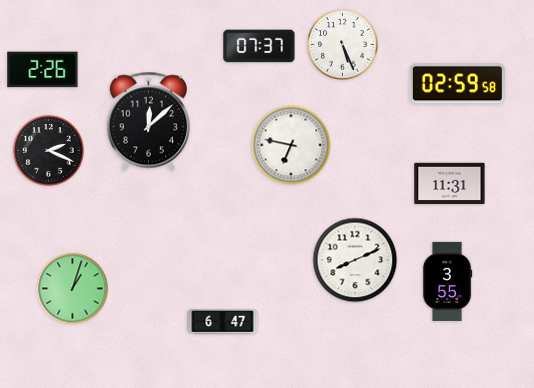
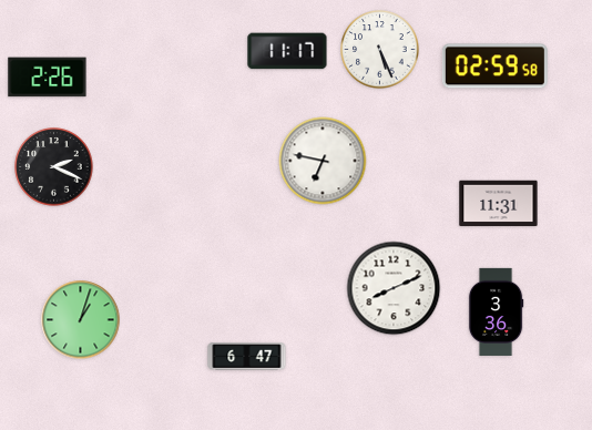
clock at (259, 46): 07:37 -> 11:17
clock at (457, 84) position: (457, 84) -> (494, 66)
clock at (148, 122): 12:08 -> none
clock at (447, 281): 3:55 -> 3:36
